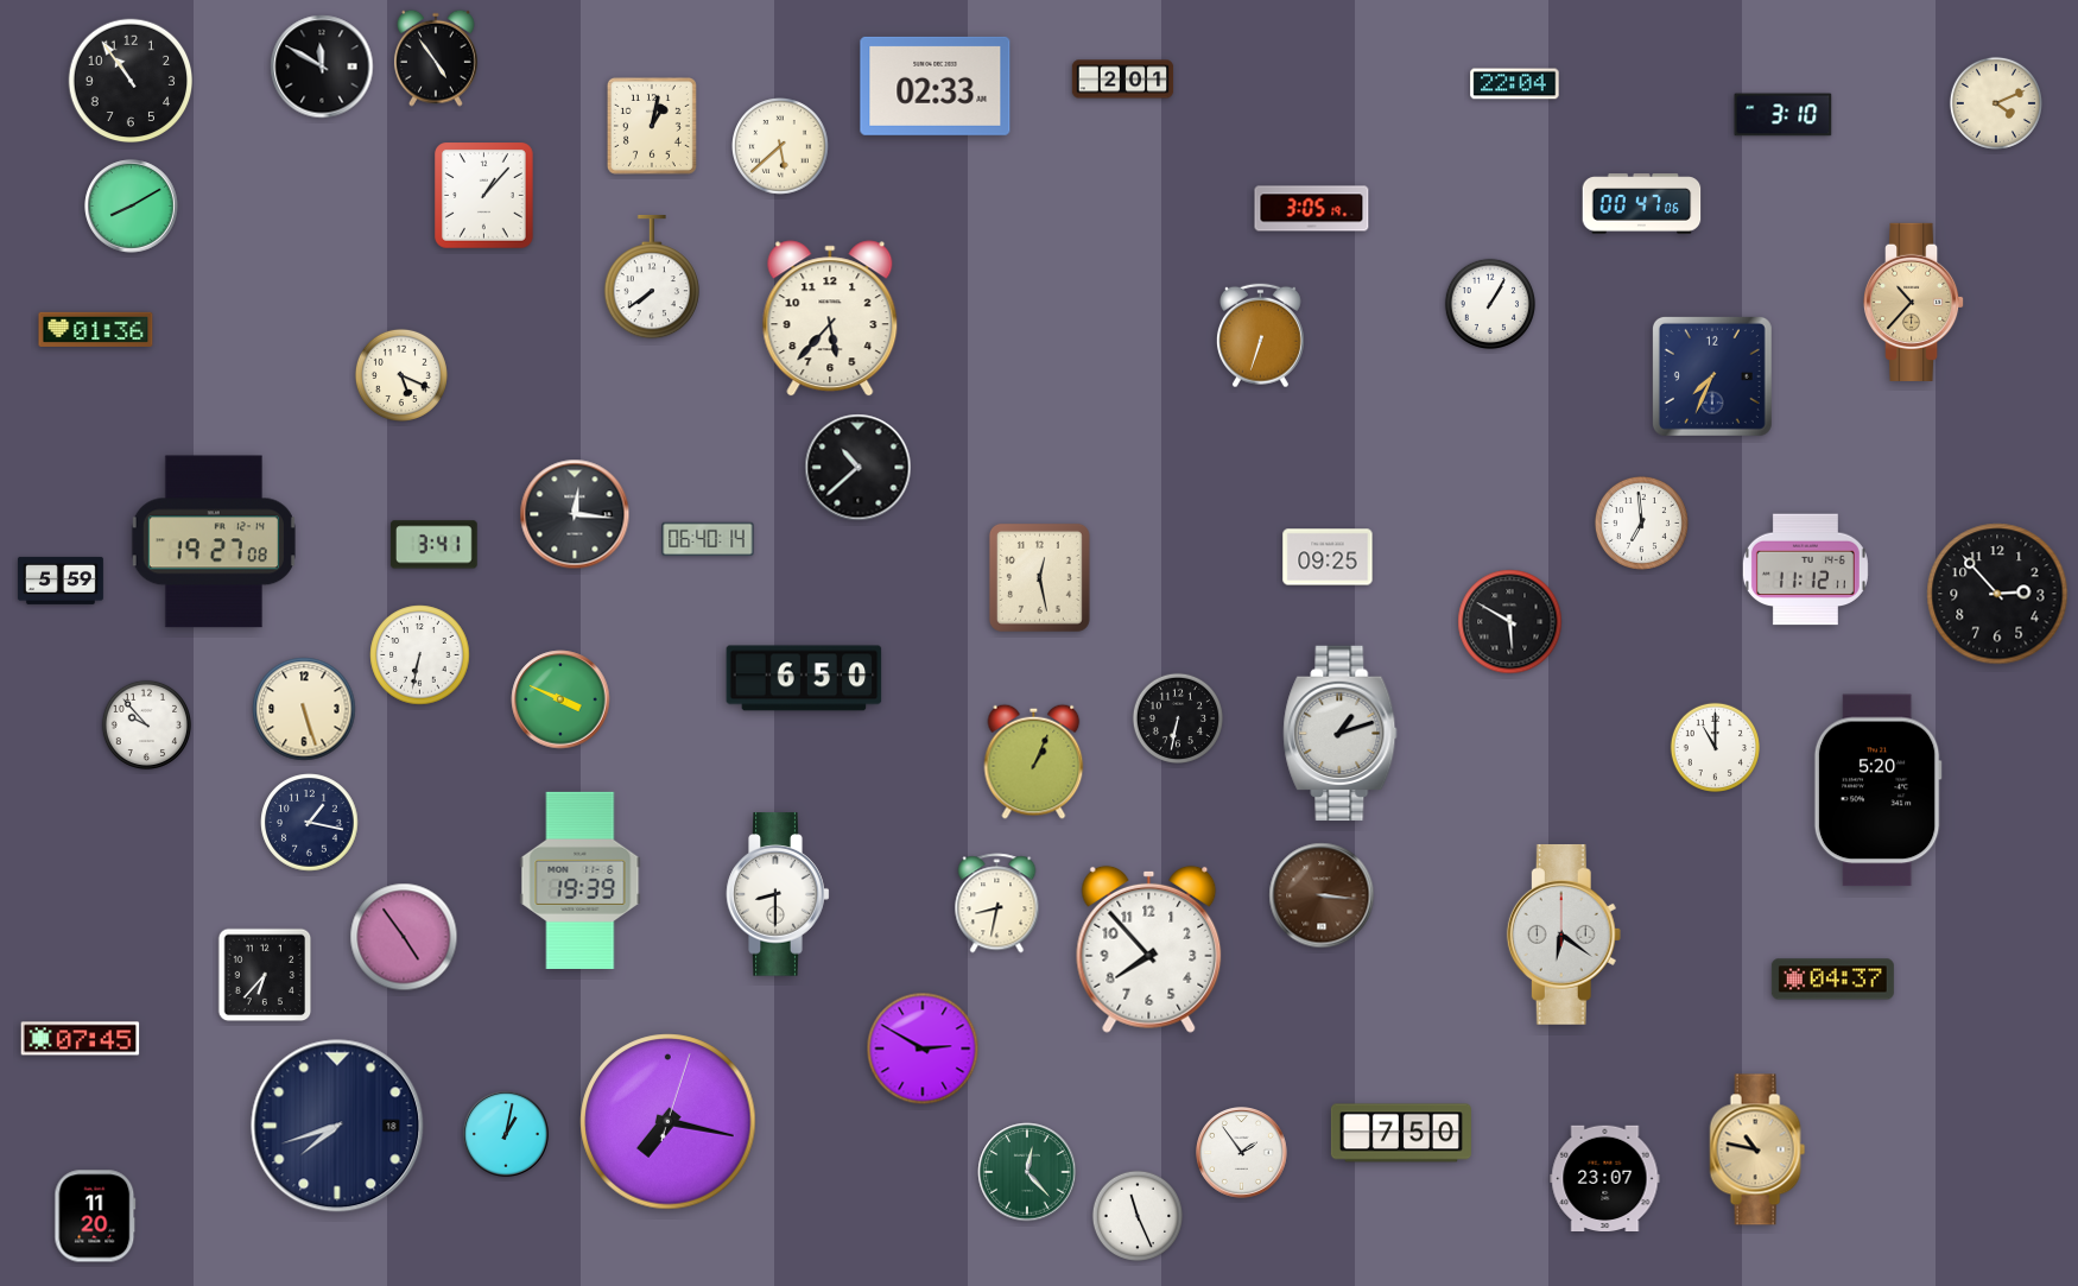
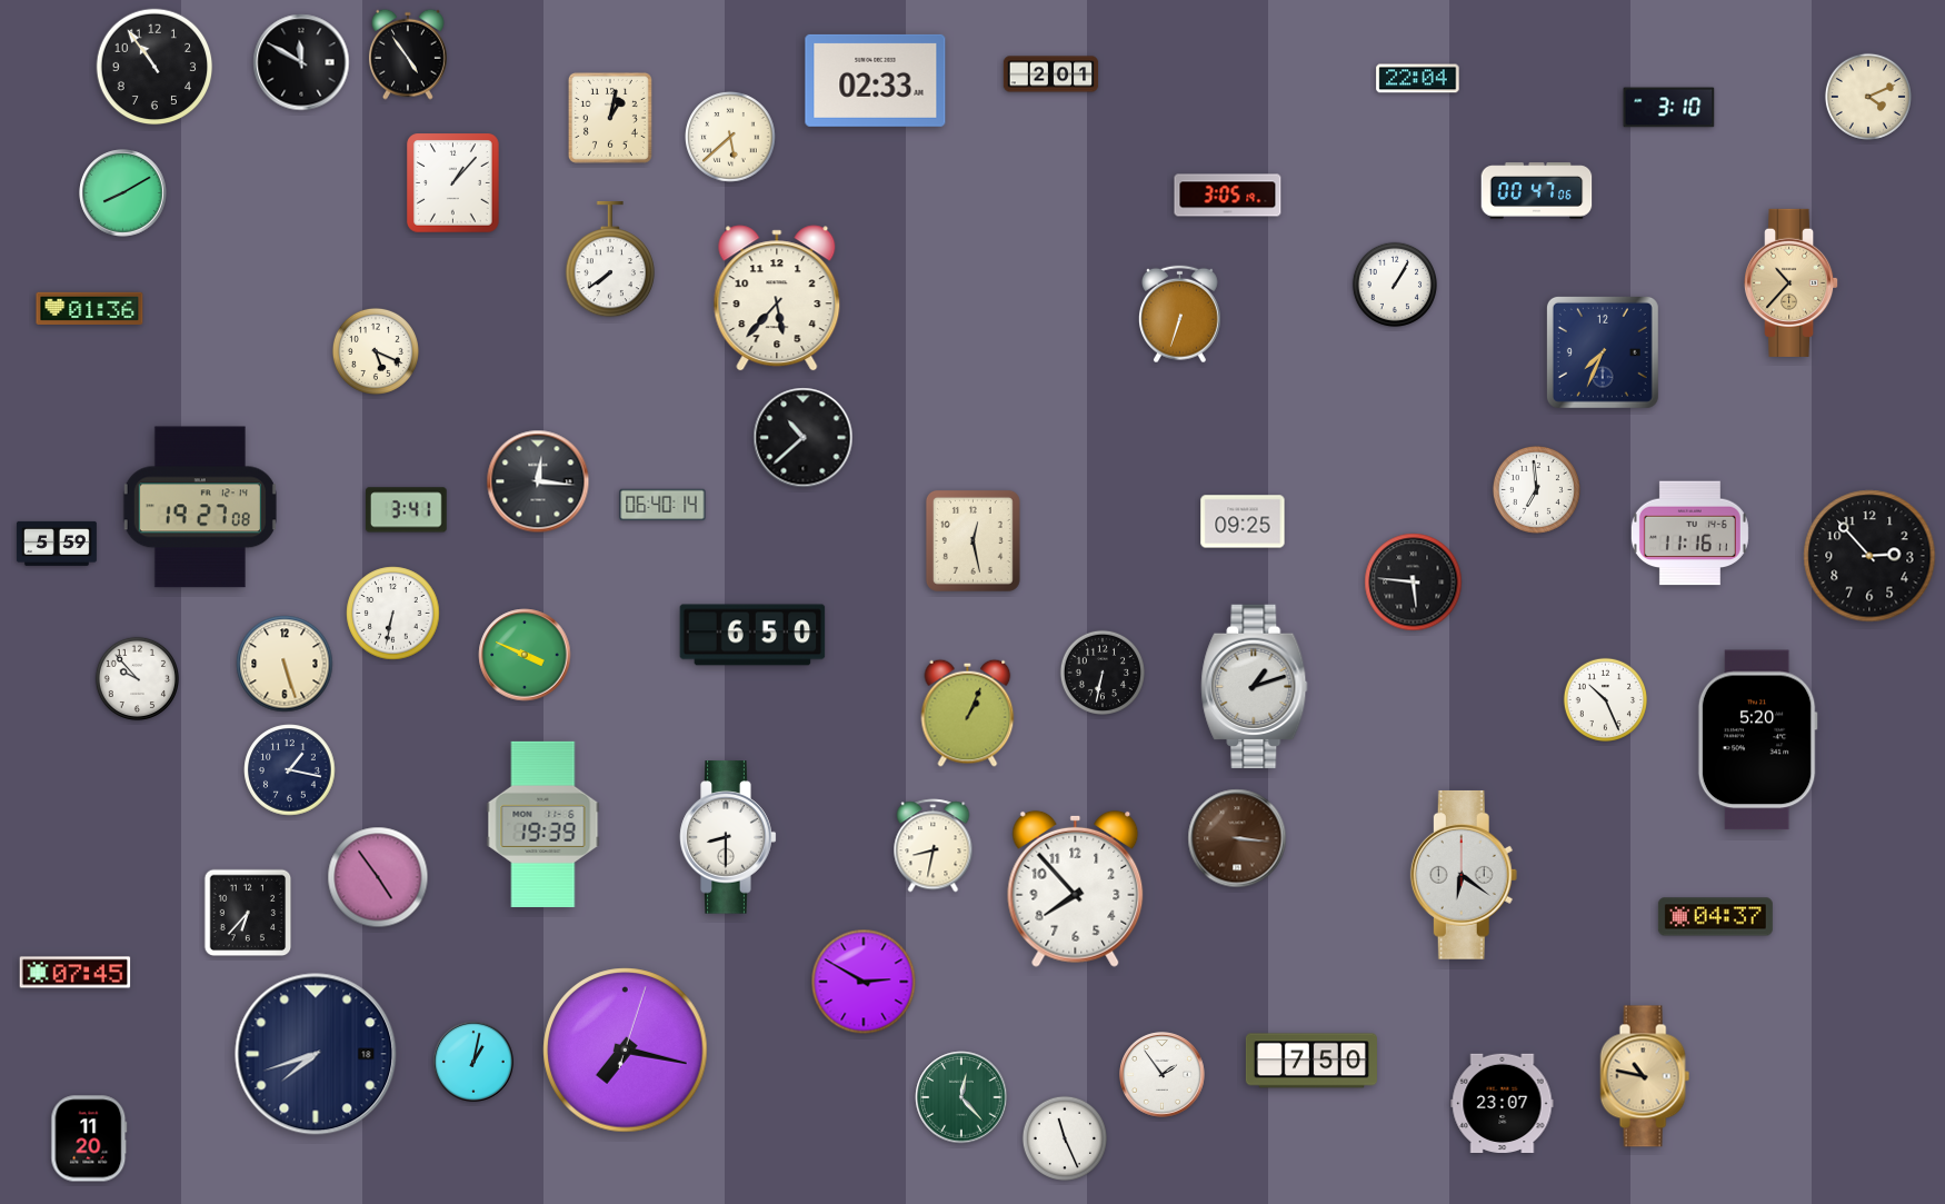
clock at (131, 81) position: (131, 81) -> (154, 67)
clock at (1805, 570): 11:12 -> 11:16
clock at (1510, 622): 5:50 -> 5:46
clock at (1716, 748): 11:00 -> 10:26
clock at (1242, 1153) position: (1242, 1153) -> (1163, 1075)
